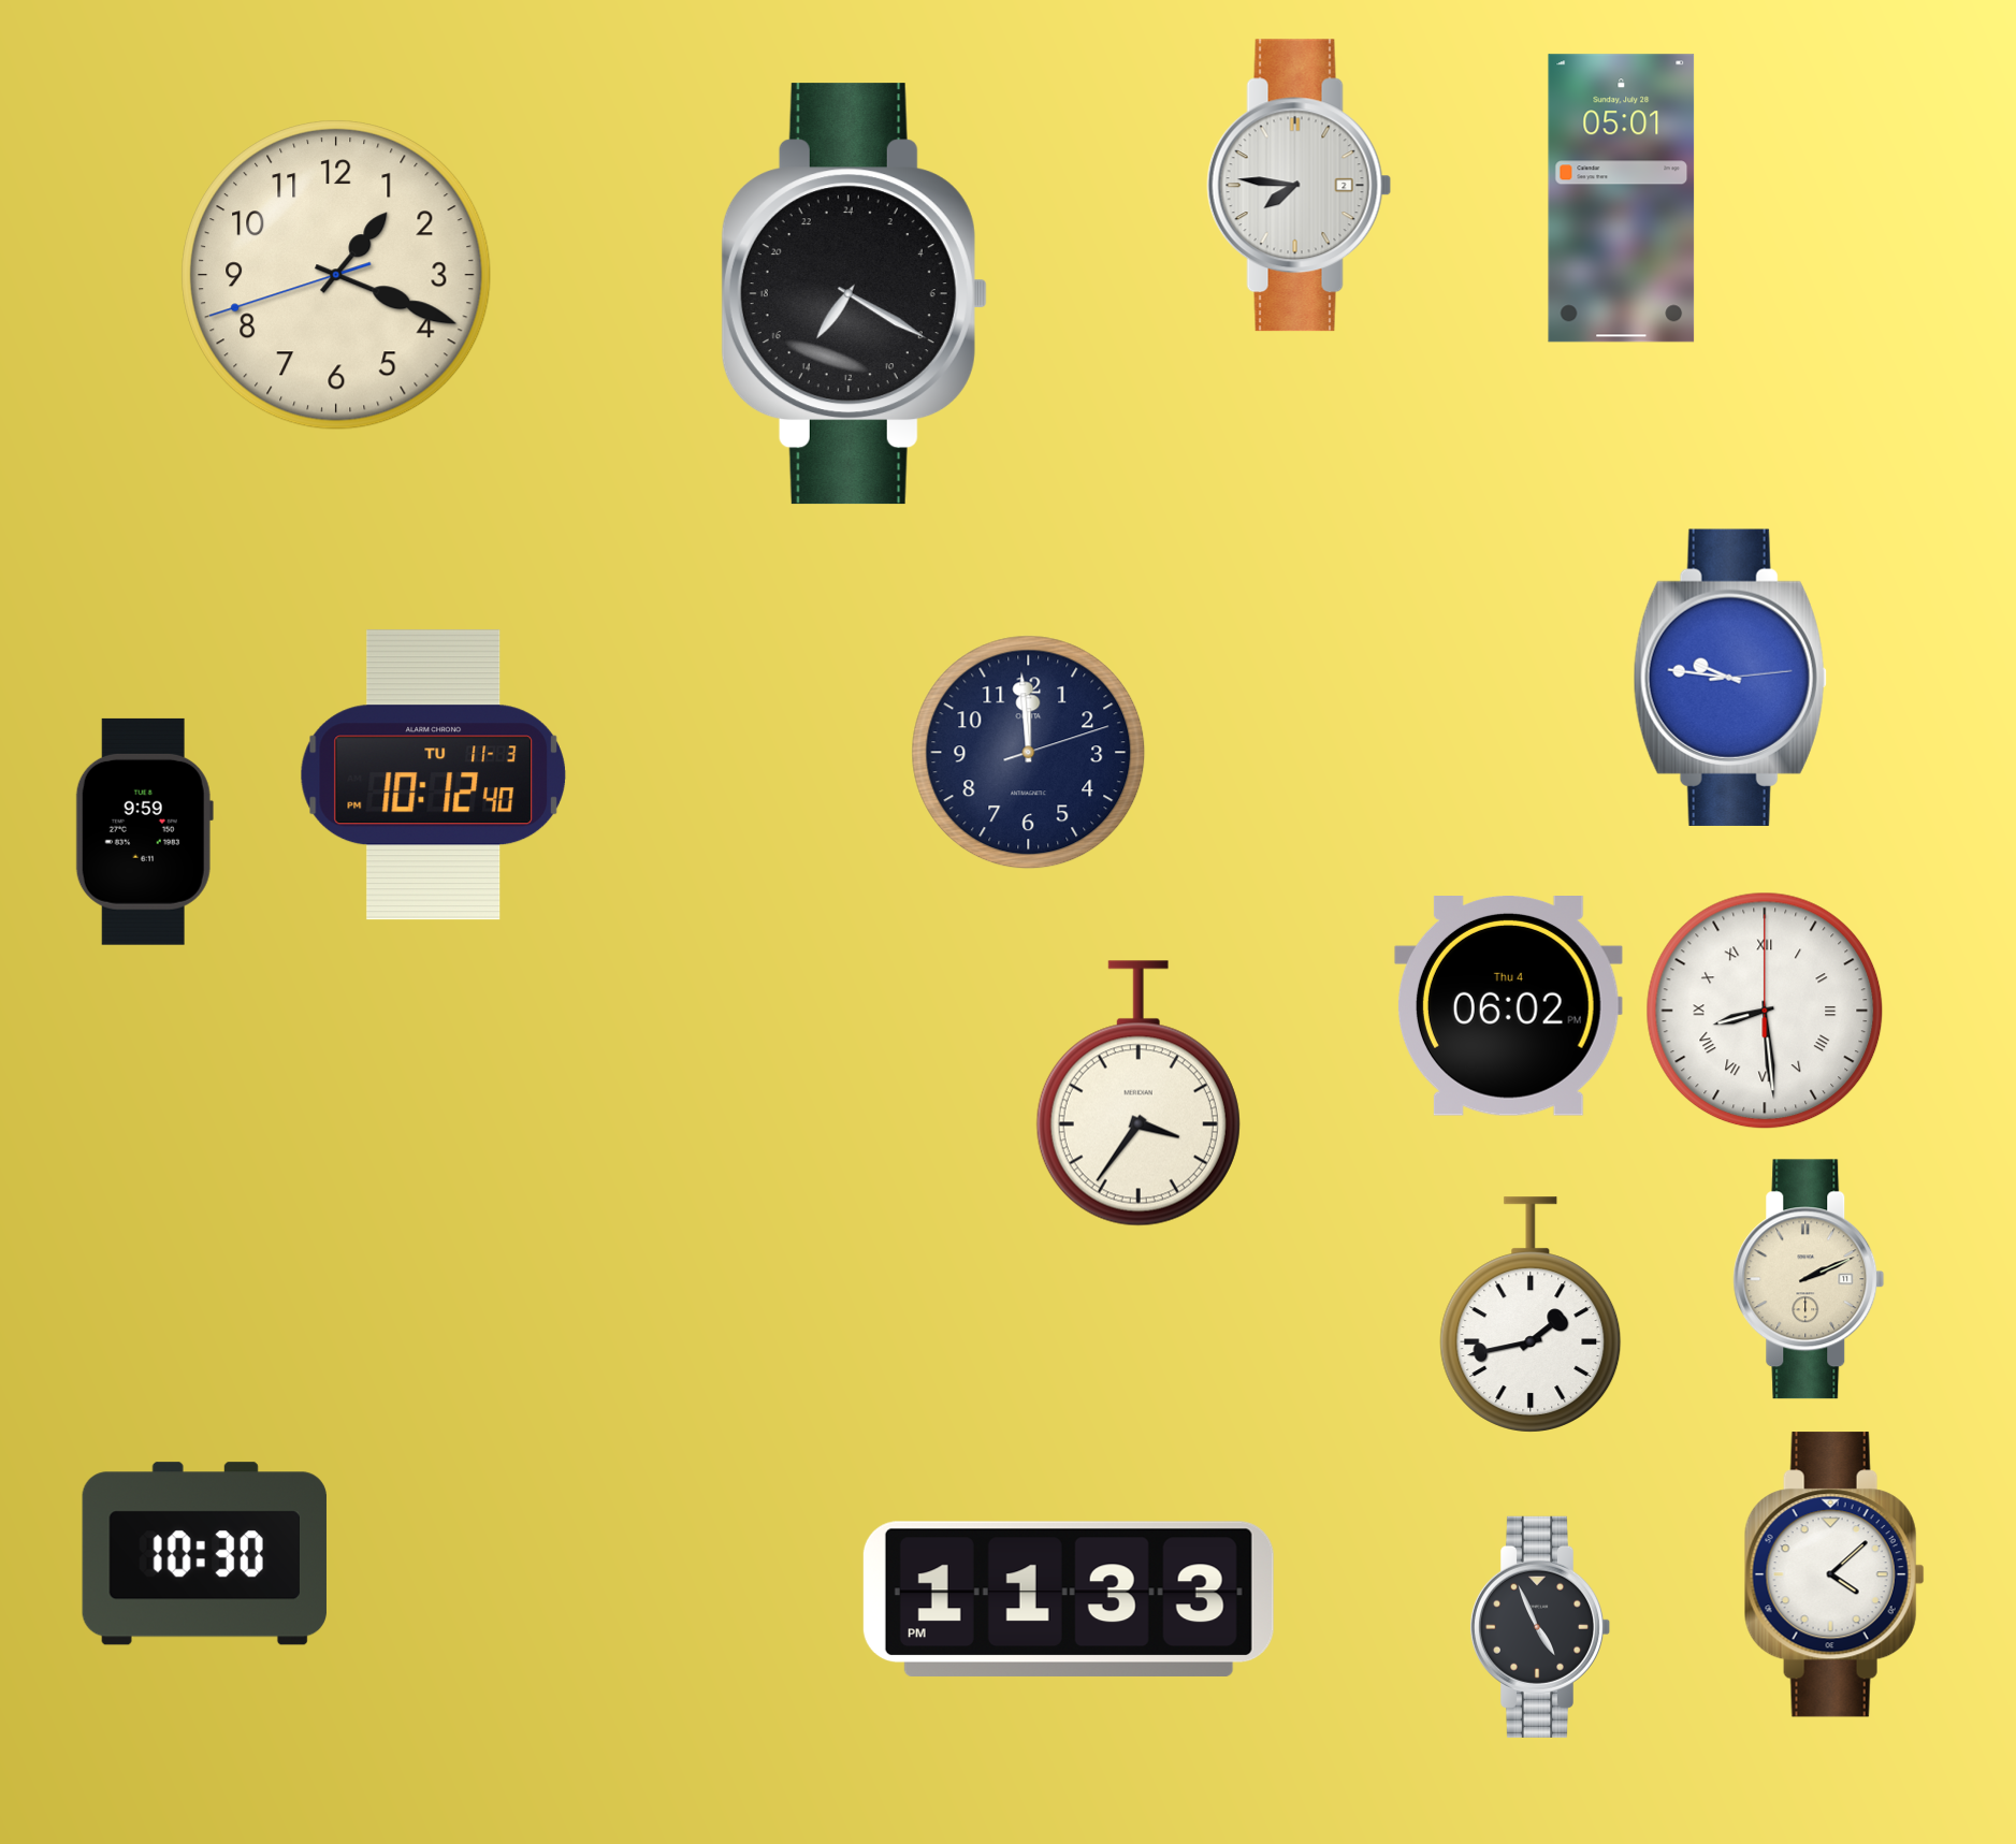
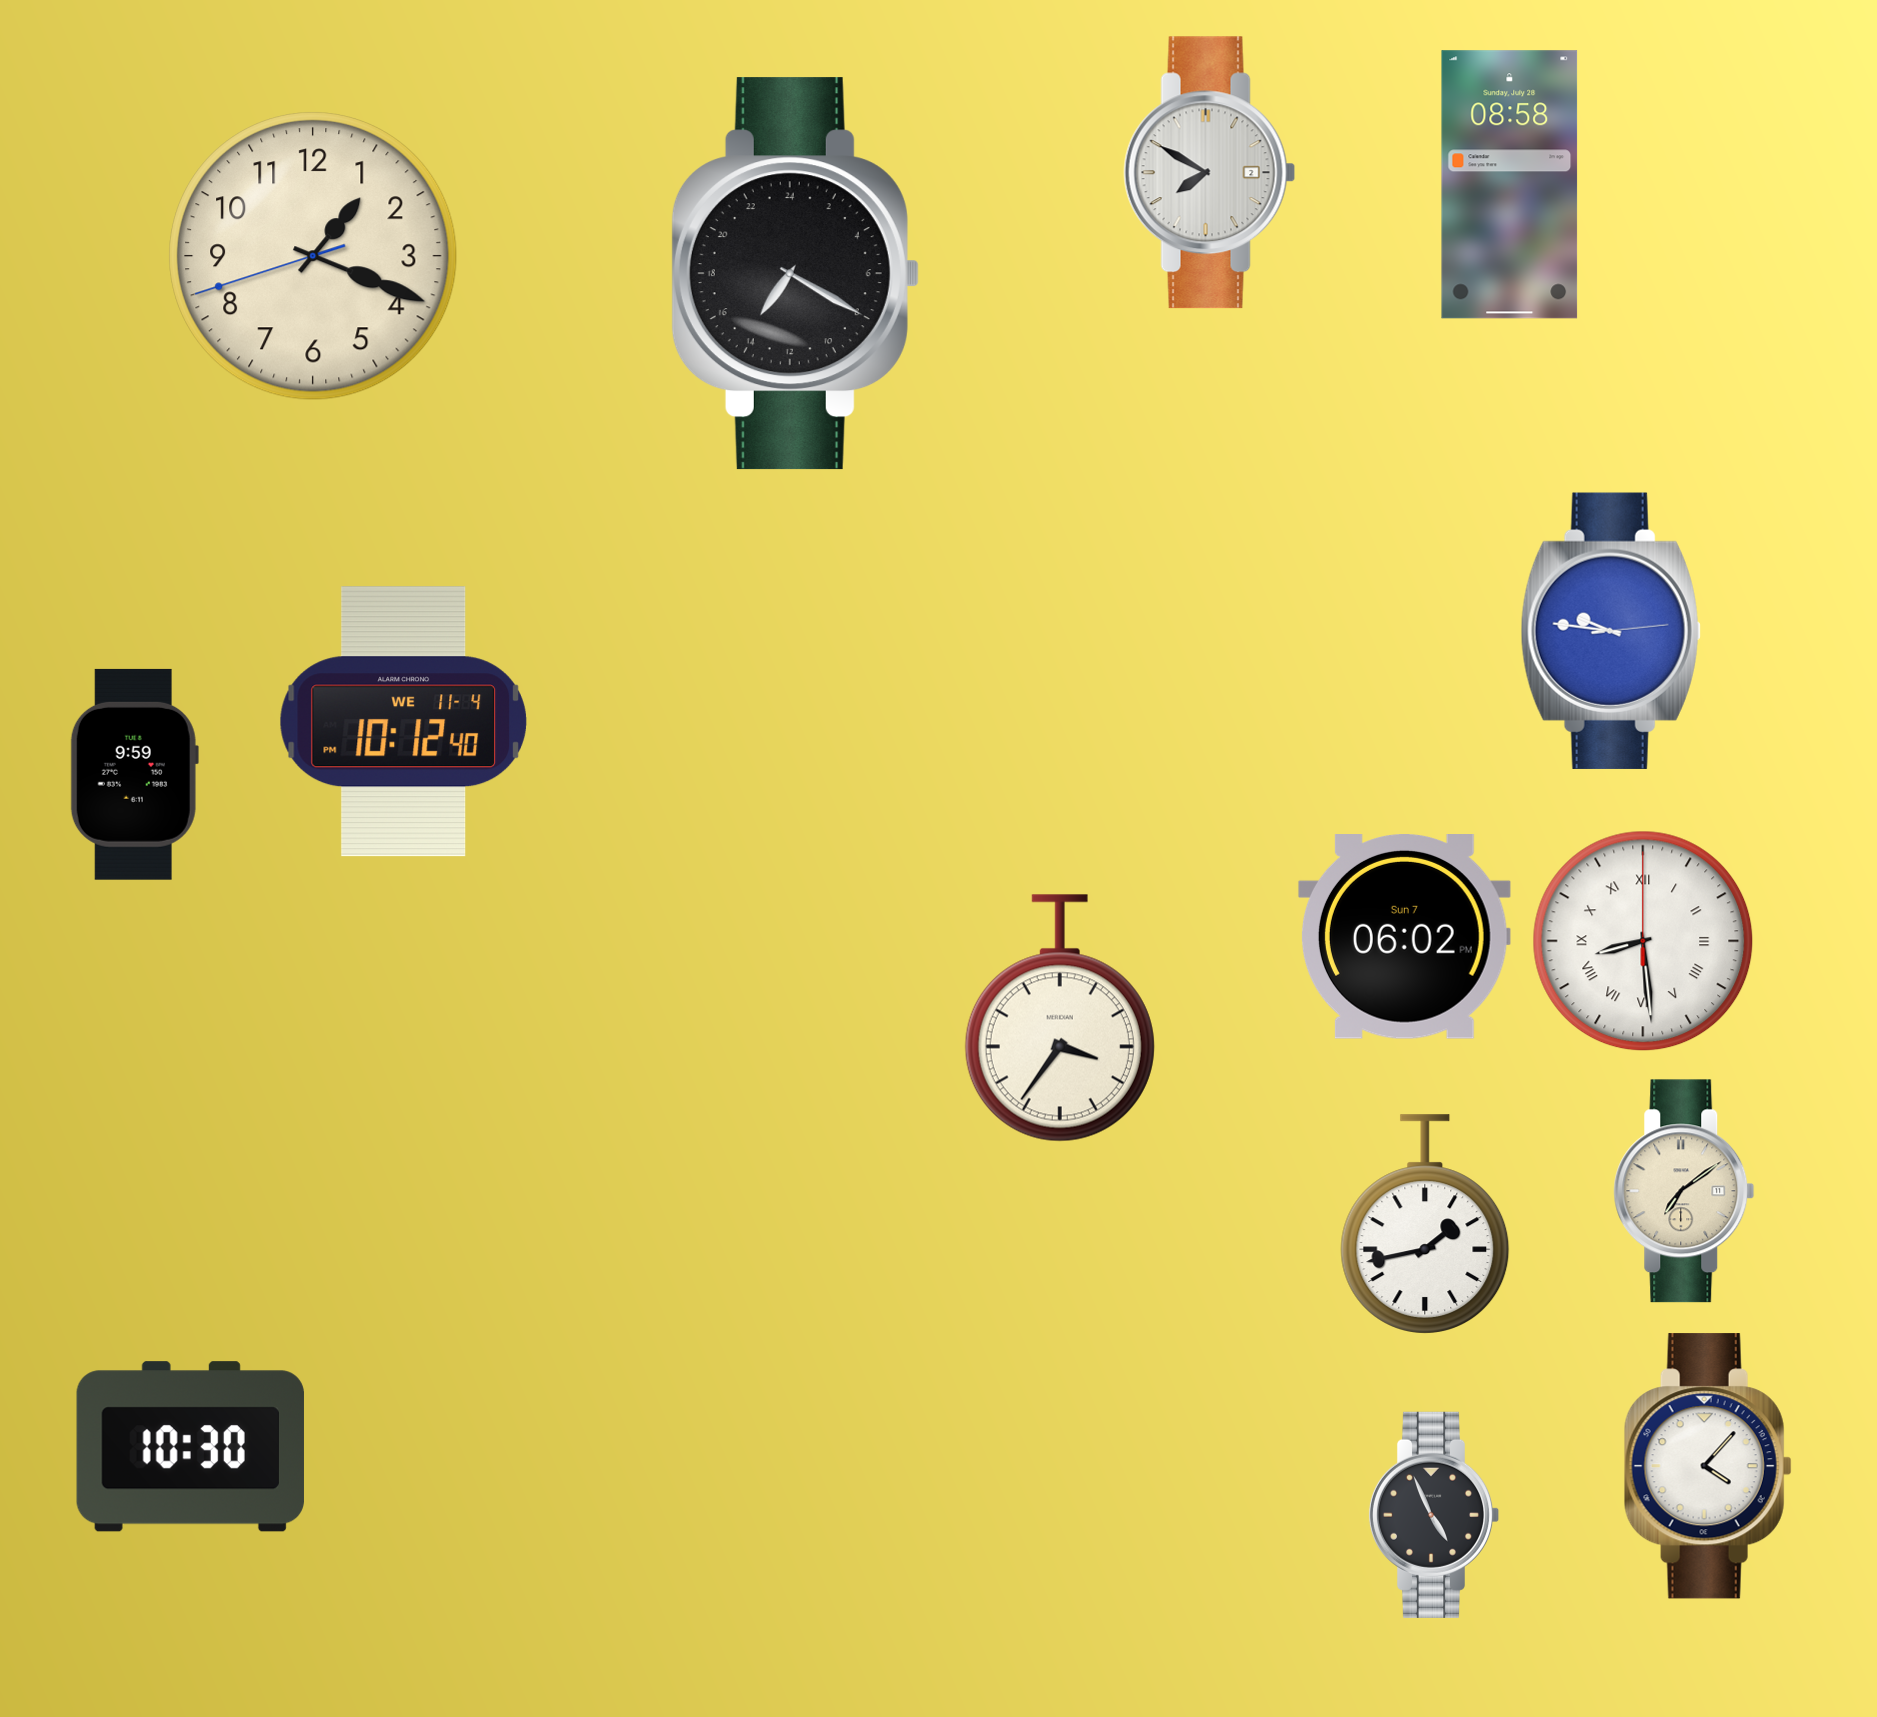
clock at (1300, 186): 7:46 -> 7:50
clock at (1622, 199): 05:01 -> 08:58
clock at (1029, 753): 11:59 -> none
clock at (433, 775) date: TU 11-3 -> WE 11-4
clock at (1508, 1006) date: Thu 4 -> Sun 7
clock at (1809, 1279): 2:11 -> 7:09
clock at (1834, 1574): 4:08 -> 4:07
clock at (1069, 1599): 11:33 -> none
